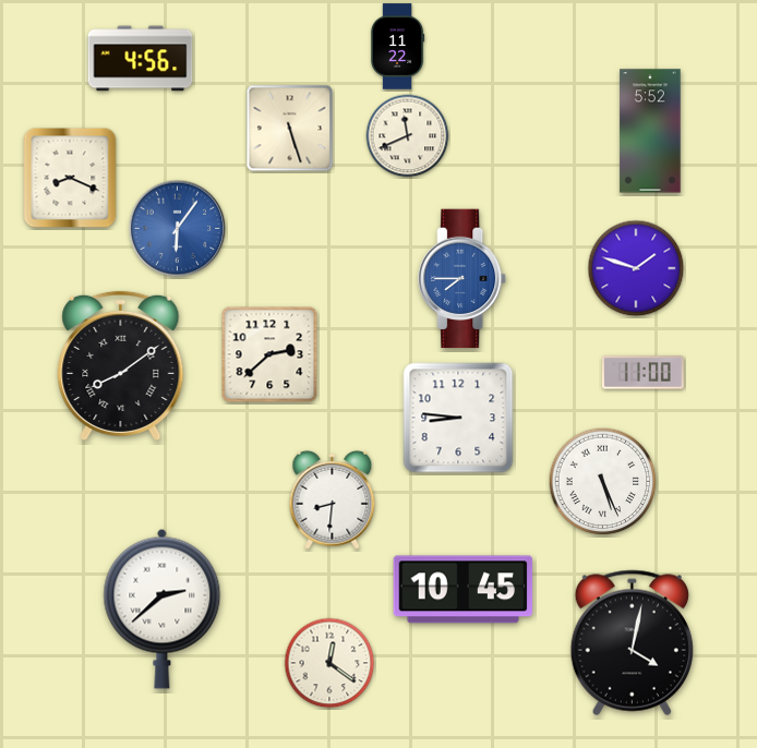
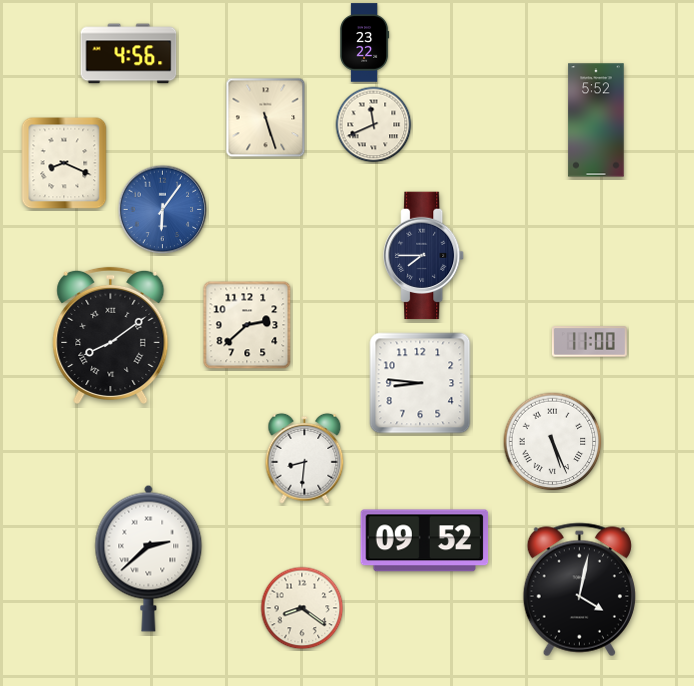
clock at (398, 47): 11:22 -> 23:22
clock at (636, 268): 1:48 -> none
clock at (462, 279) dial: blue -> navy
clock at (464, 590): 10:45 -> 09:52
clock at (329, 663): 12:21 -> 8:21
